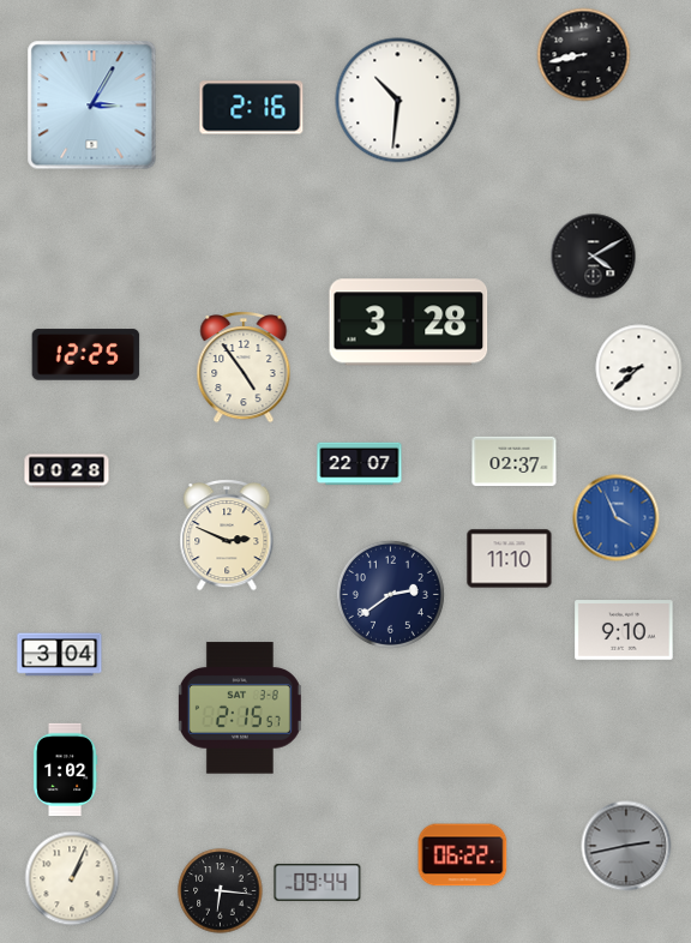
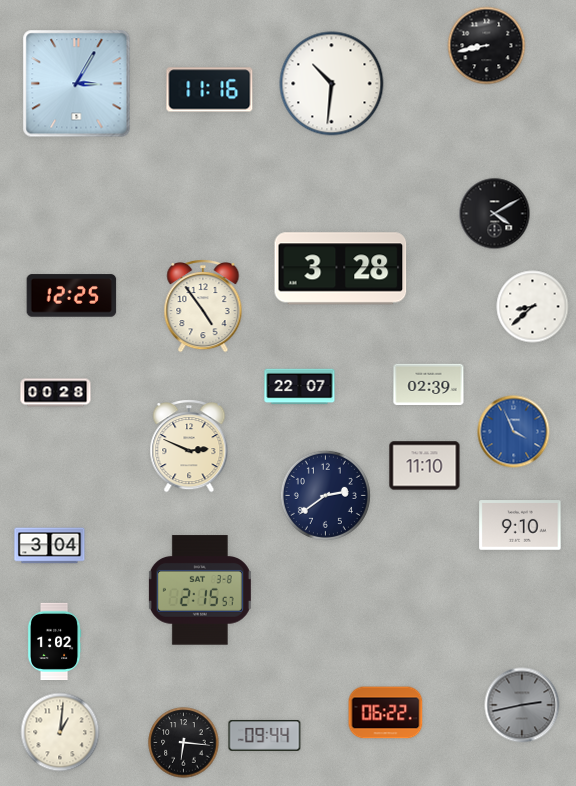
clock at (92, 106) position: (92, 106) -> (77, 84)
clock at (252, 108): 2:16 -> 11:16
clock at (515, 461): 02:37 -> 02:39
clock at (72, 878): 1:04 -> 1:01
